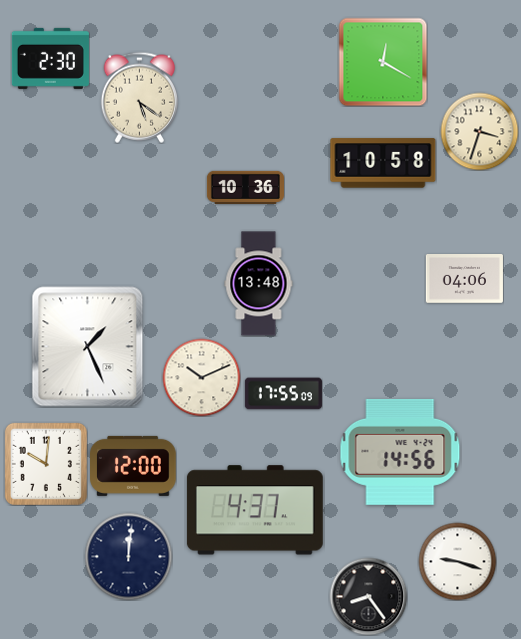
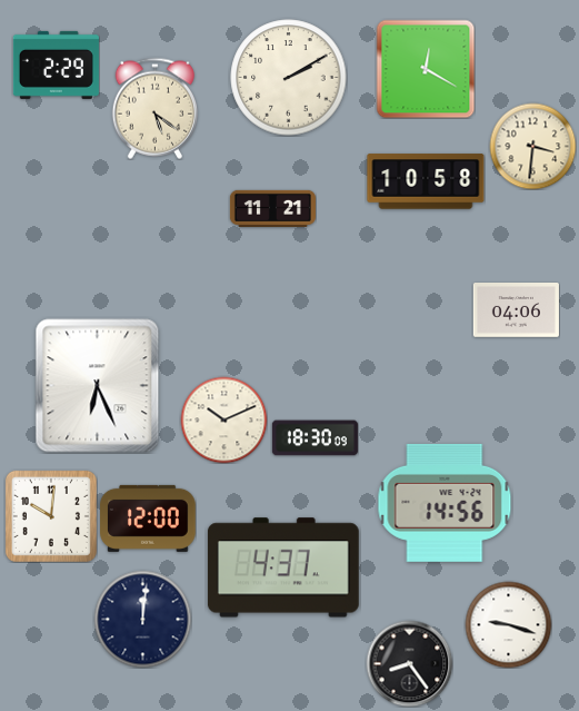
clock at (50, 58): 2:30 -> 2:29
clock at (289, 78): none -> 2:10
clock at (479, 131): 3:33 -> 3:31
clock at (245, 187): 10:36 -> 11:21
clock at (259, 284): 13:48 -> none
clock at (88, 347): 1:26 -> 6:26
clock at (283, 394): 17:55 -> 18:30
